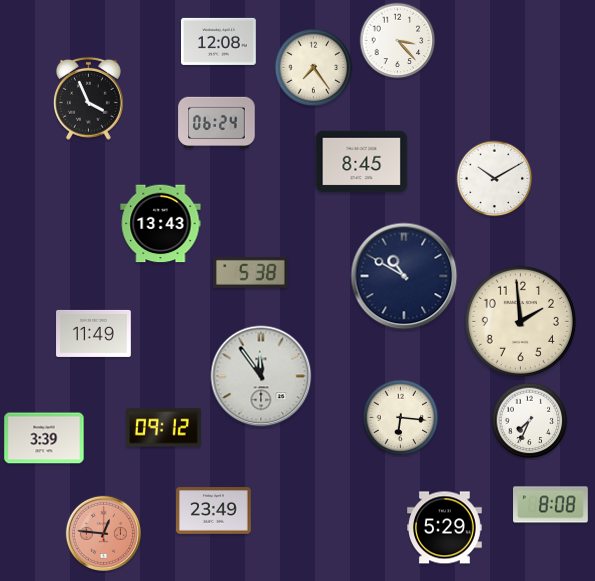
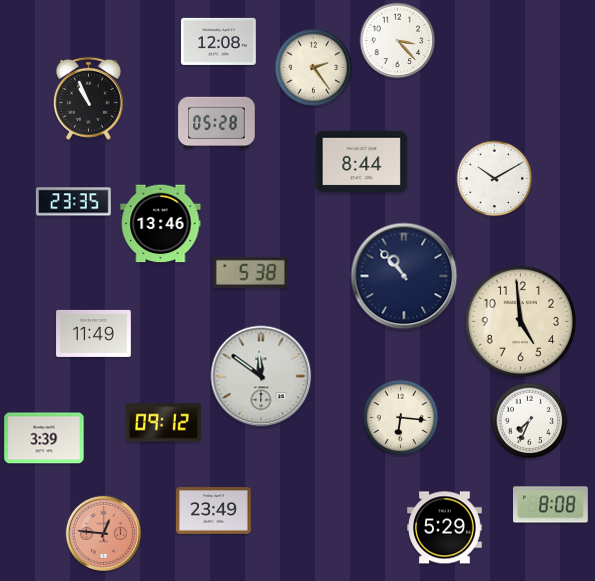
clock at (314, 68): 7:24 -> 2:24
clock at (88, 98): 3:56 -> 10:56
clock at (217, 123): 06:24 -> 05:28
clock at (362, 162): 8:45 -> 8:44
clock at (74, 202): none -> 23:35
clock at (161, 224): 13:43 -> 13:46
clock at (404, 276): 10:50 -> 10:53
clock at (520, 321): 1:59 -> 4:59
clock at (261, 376): 11:54 -> 11:51
clock at (164, 428) position: (164, 428) -> (164, 423)
